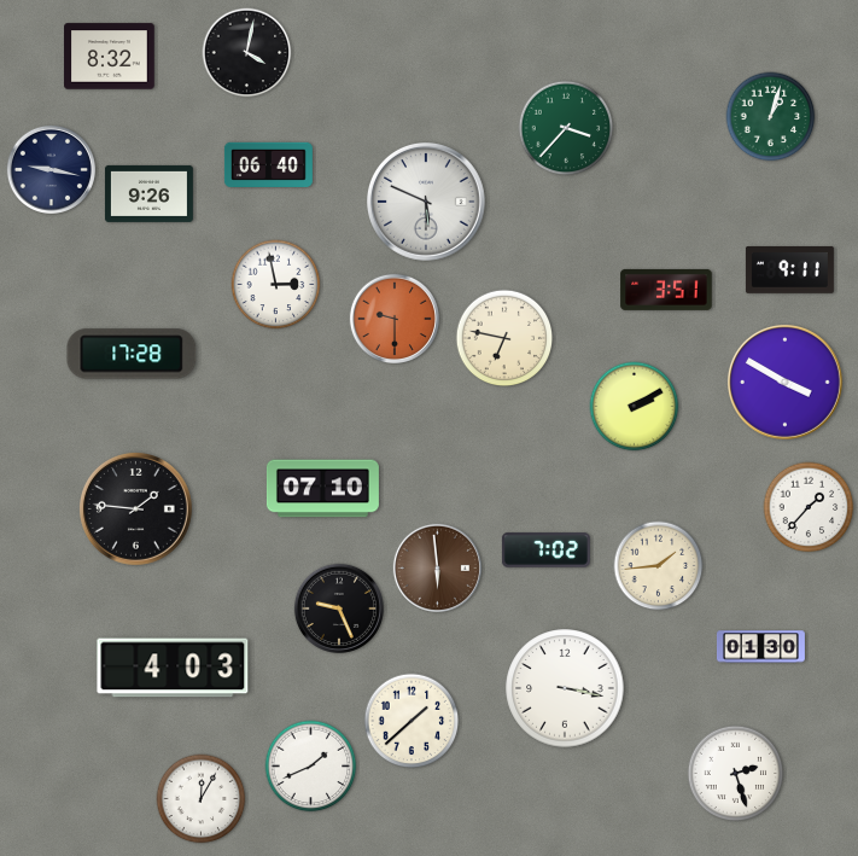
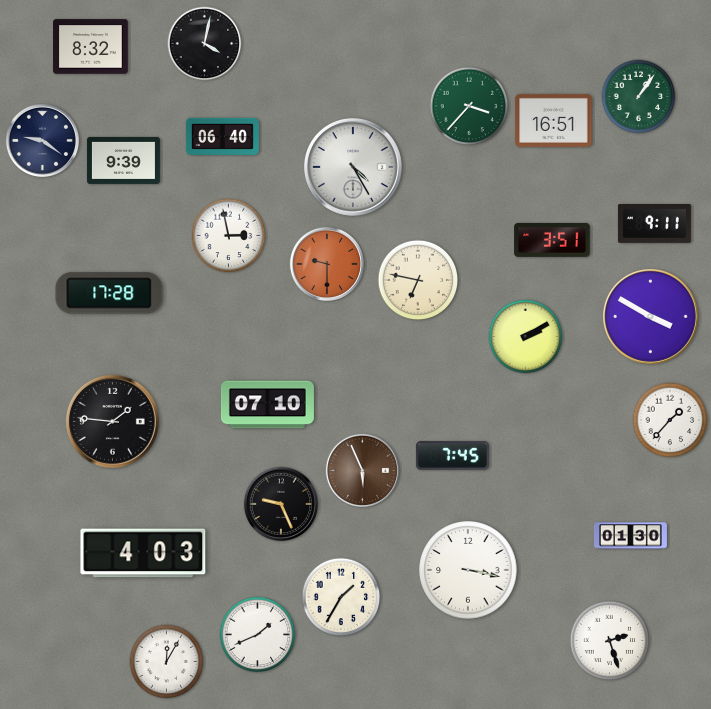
clock at (771, 117): 1:03 -> 1:06
clock at (554, 120): none -> 16:51
clock at (51, 169): 9:17 -> 9:21
clock at (148, 193): 9:26 -> 9:39
clock at (427, 202): 5:49 -> 4:25
clock at (545, 551): 7:02 -> 7:45
clock at (659, 566): 1:44 -> none
clock at (437, 567): 5:59 -> 5:56
clock at (412, 721): 1:38 -> 1:35
